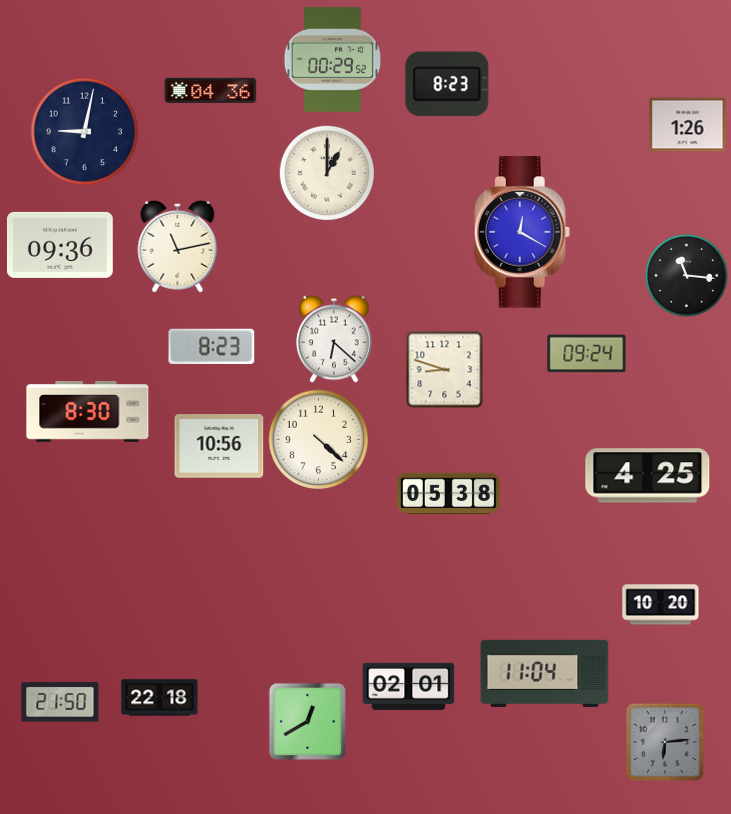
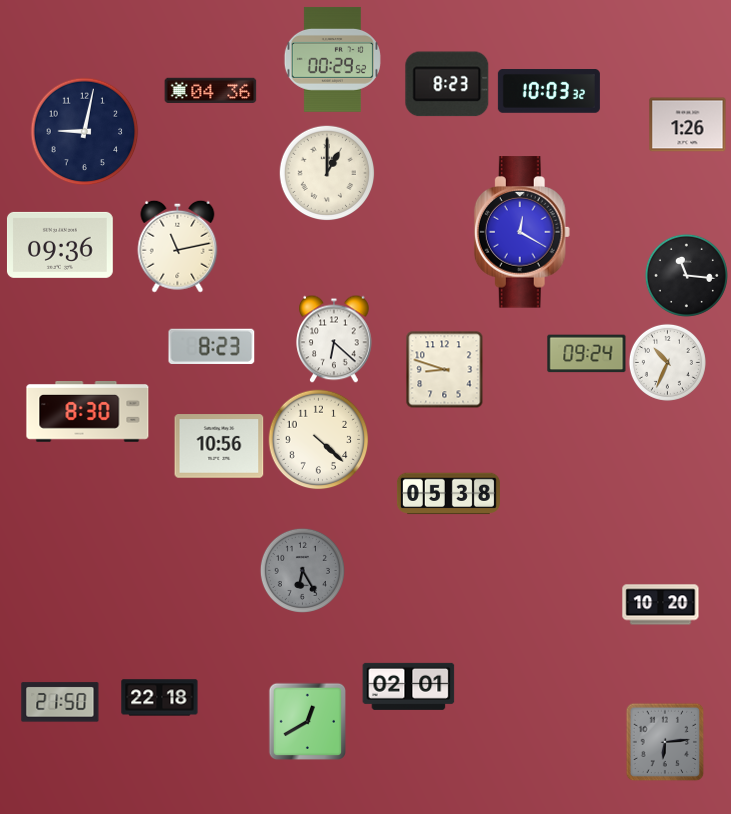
clock at (549, 92): none -> 10:03
clock at (667, 362): none -> 10:34
clock at (648, 476): 4:25 -> none
clock at (302, 570): none -> 6:25
clock at (545, 673): 11:04 -> none
